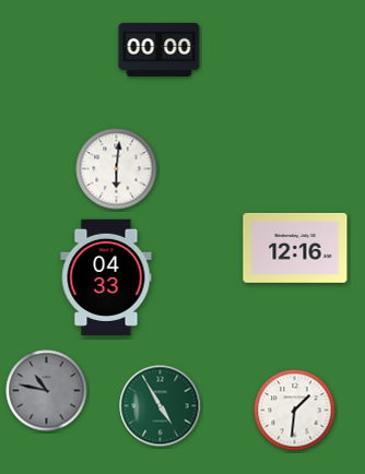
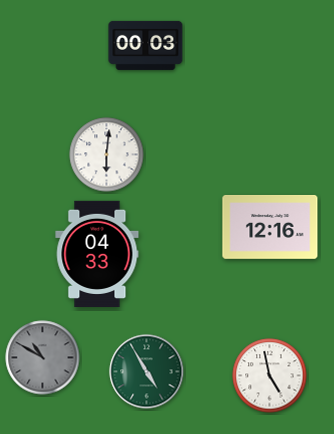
clock at (160, 49): 00:00 -> 00:03
clock at (47, 391): 10:47 -> 10:50
clock at (295, 411): 1:31 -> 4:58
